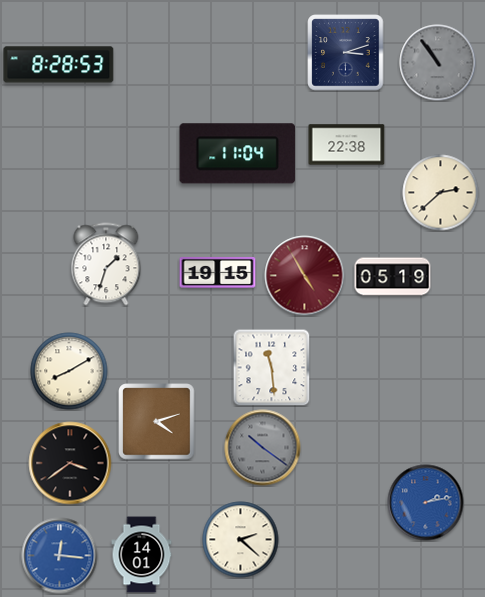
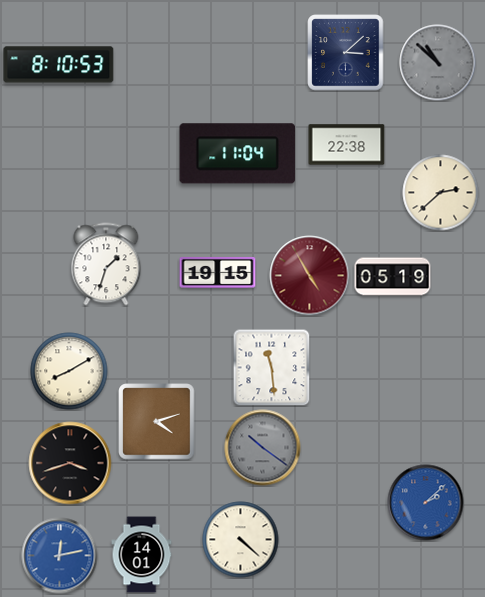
clock at (346, 53): 3:12 -> 3:08
clock at (438, 63): 10:54 -> 10:52
clock at (59, 65): 8:28 -> 8:10
clock at (305, 276) position: (305, 276) -> (310, 276)
clock at (70, 463): 3:39 -> 3:42
clock at (426, 503): 2:13 -> 2:08
clock at (241, 540): 2:22 -> 4:22
clock at (60, 556): 12:16 -> 12:13
